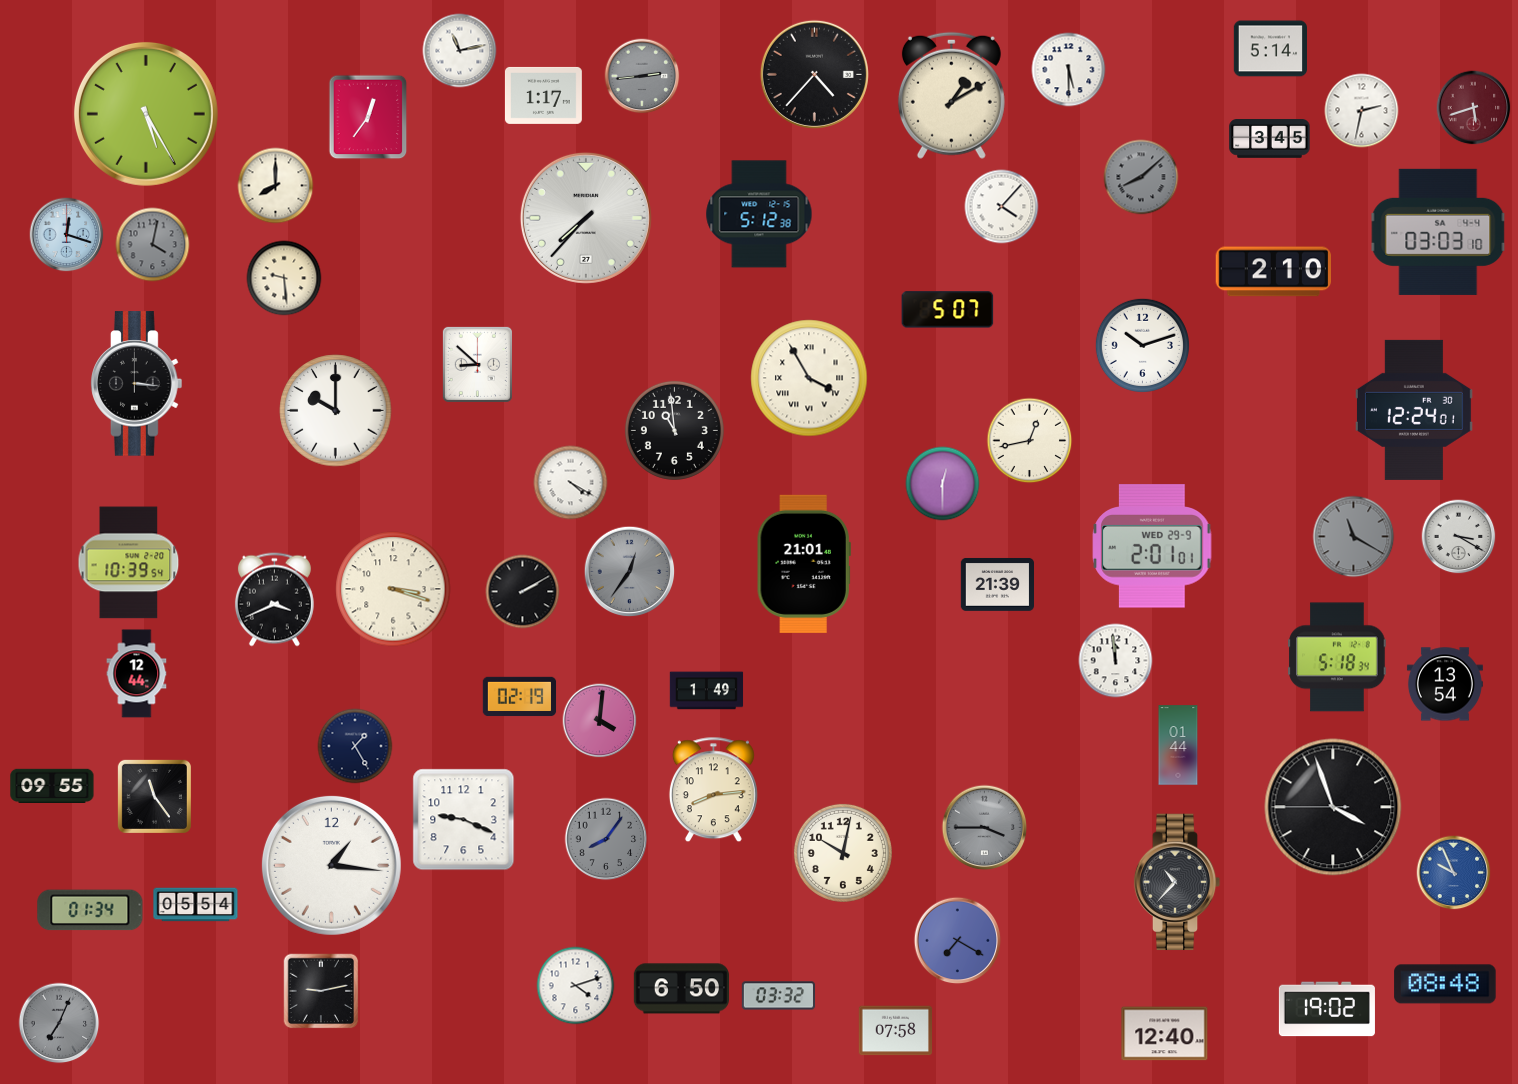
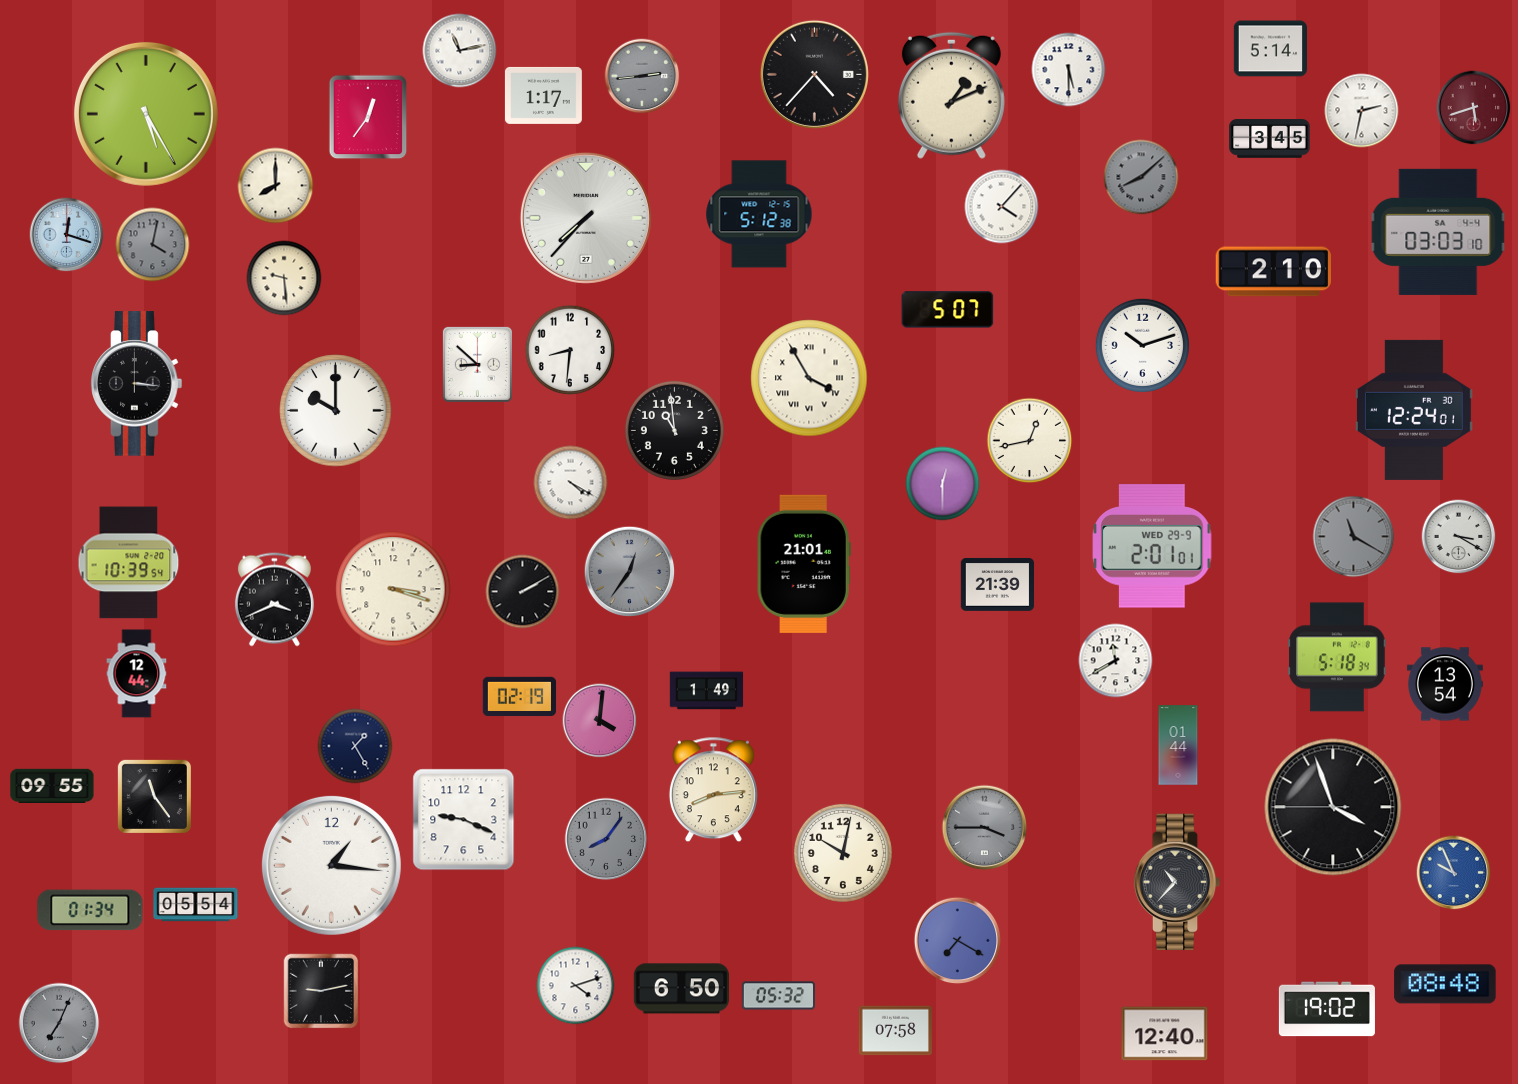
clock at (951, 95): 1:10 -> 1:11
clock at (570, 350): none -> 8:31
clock at (1116, 661): 11:59 -> 11:40
clock at (779, 996): 03:32 -> 05:32
